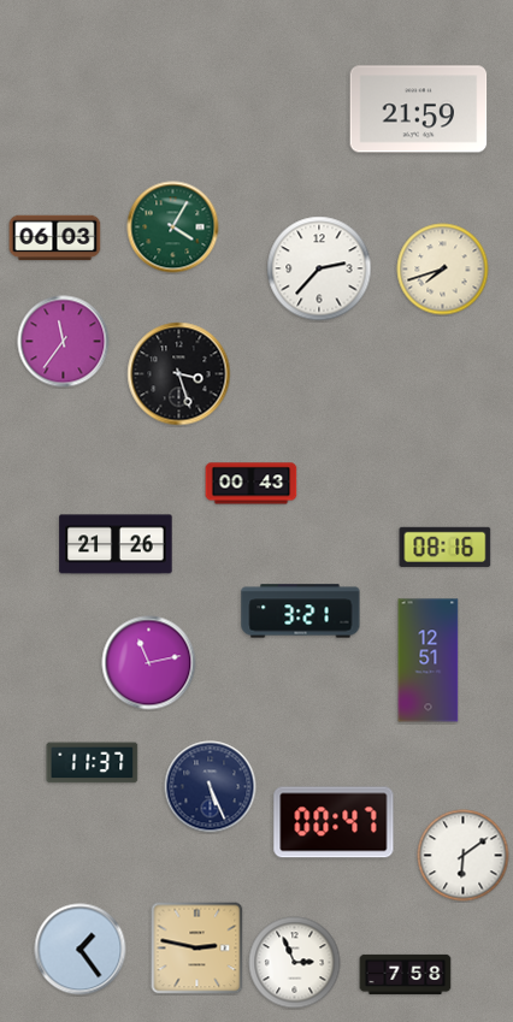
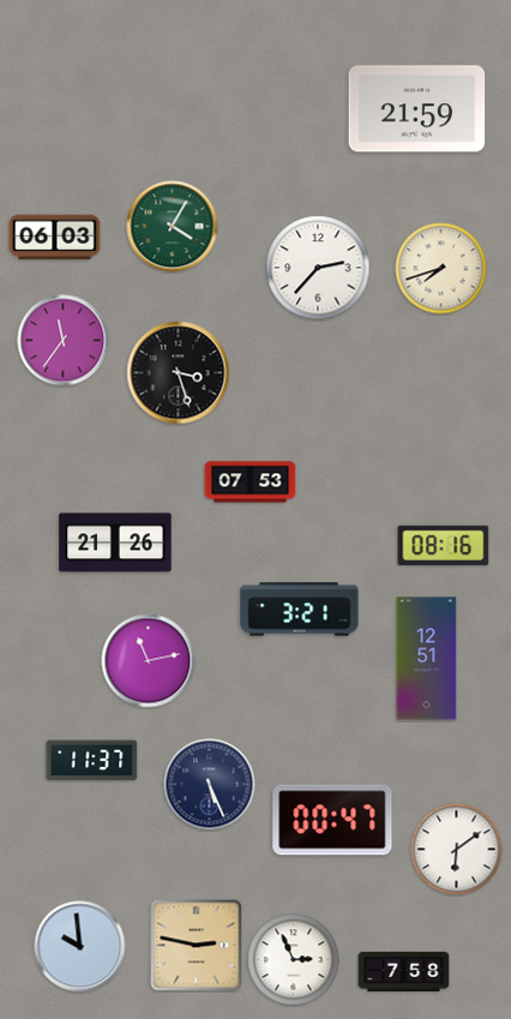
clock at (252, 484): 00:43 -> 07:53
clock at (464, 856) position: (464, 856) -> (457, 850)
clock at (81, 950): 1:24 -> 9:59
